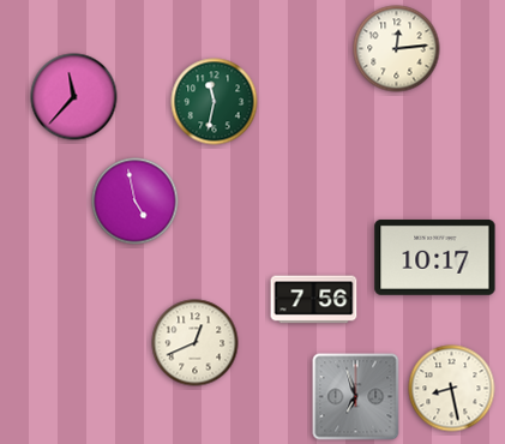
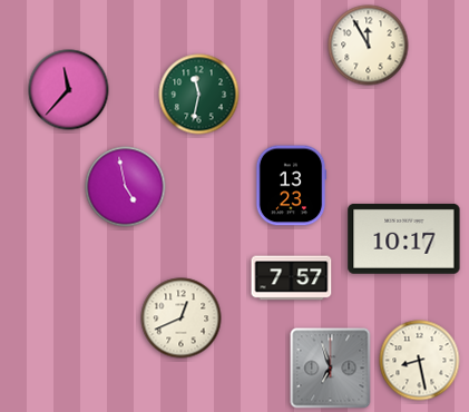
clock at (397, 49): 12:14 -> 11:55
clock at (291, 186): none -> 13:23
clock at (314, 300): 7:56 -> 7:57
